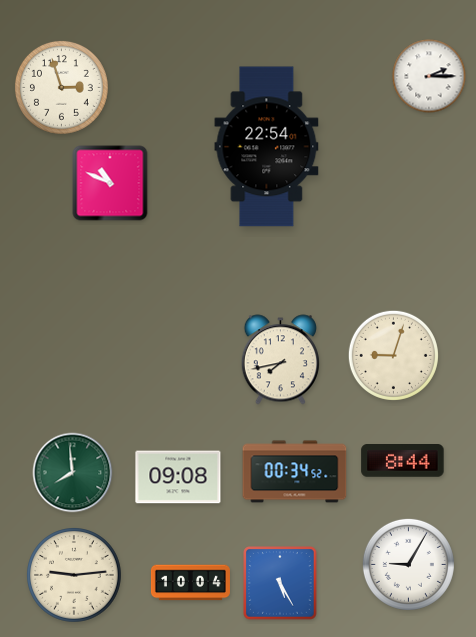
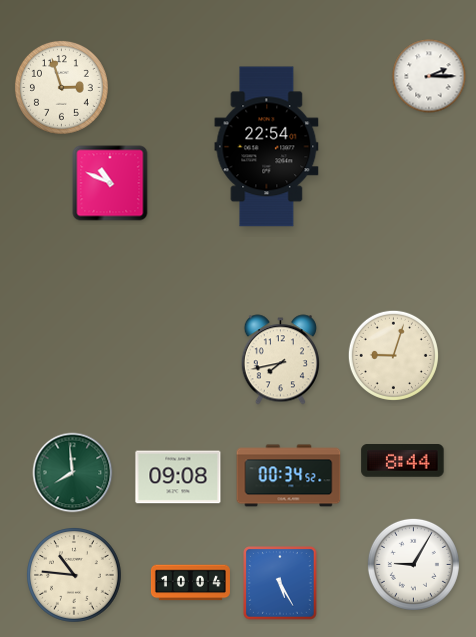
clock at (295, 472) position: (295, 472) -> (289, 476)
clock at (408, 564) position: (408, 564) -> (413, 564)
clock at (75, 576): 9:14 -> 10:46
